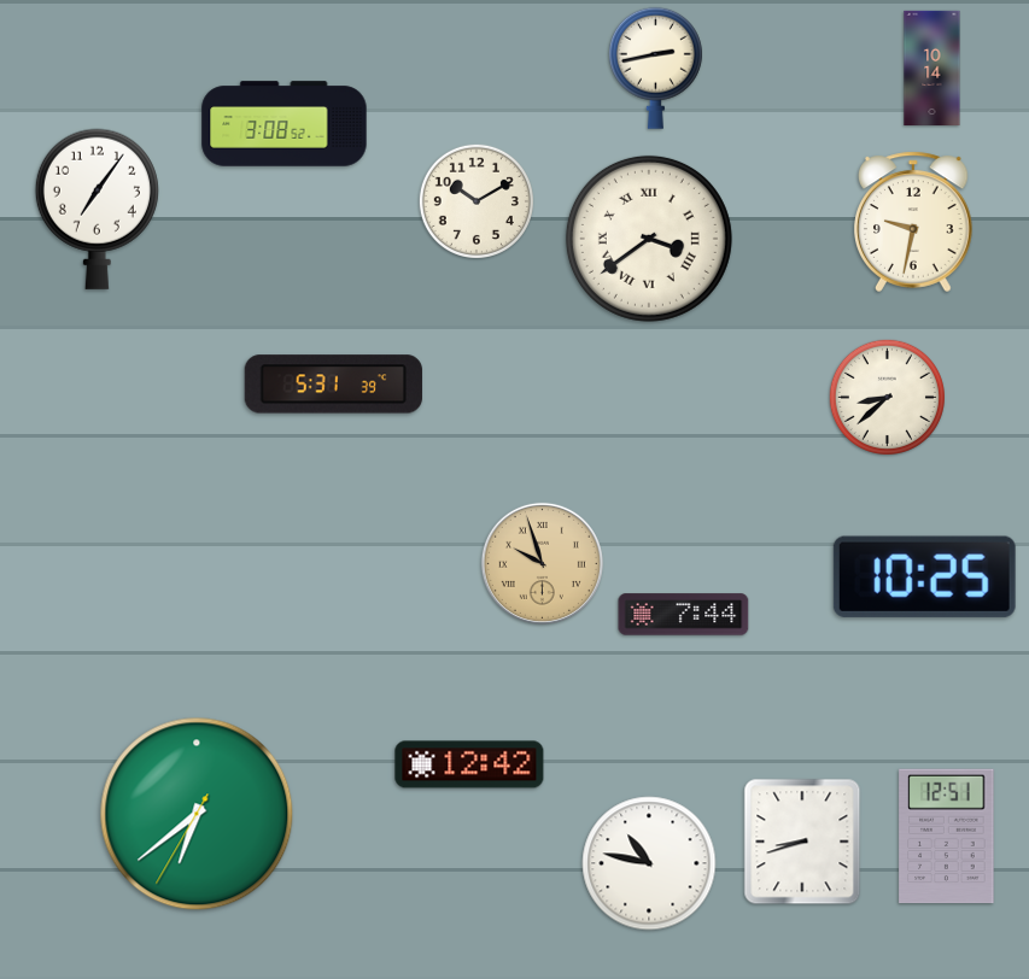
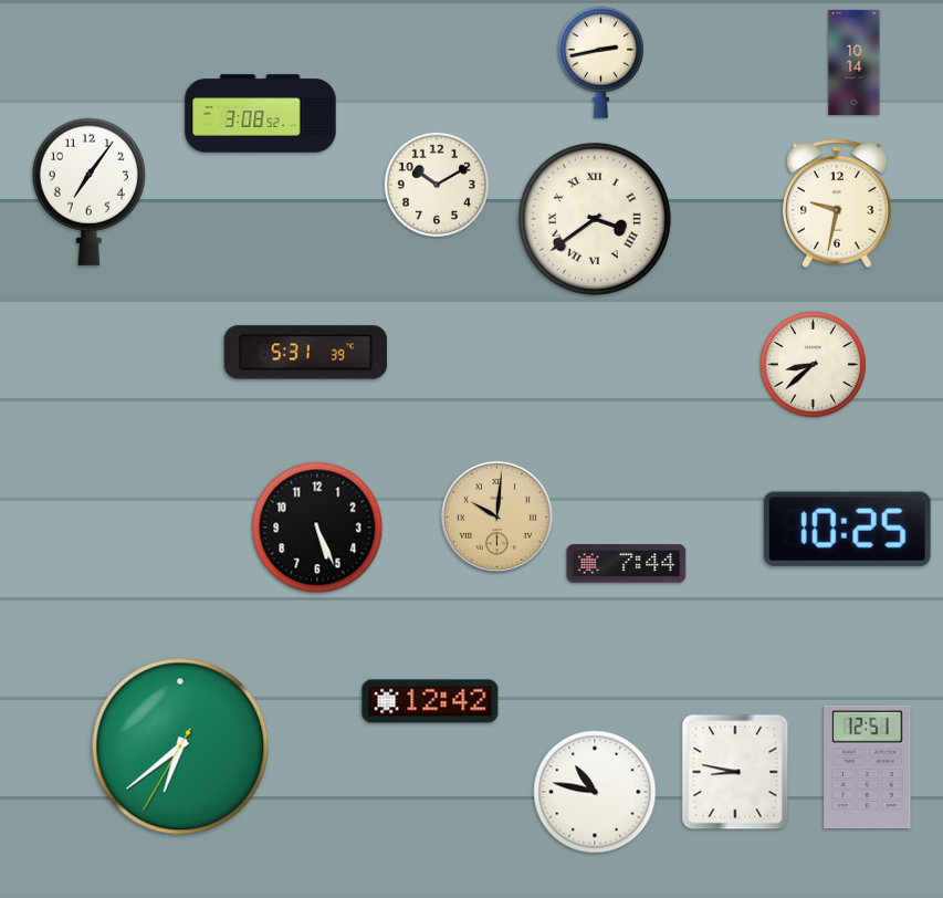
clock at (542, 563): 9:57 -> 10:01
clock at (317, 528): none -> 5:26
clock at (802, 842): 8:42 -> 8:47
